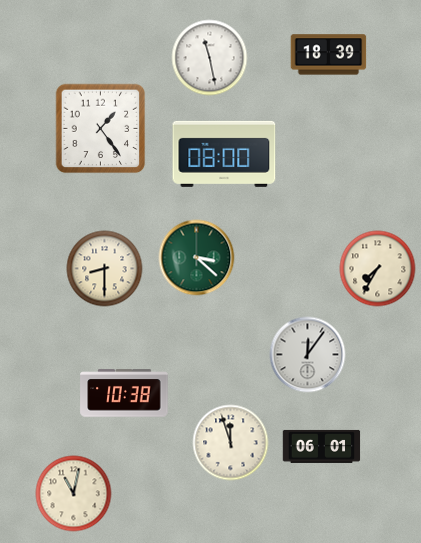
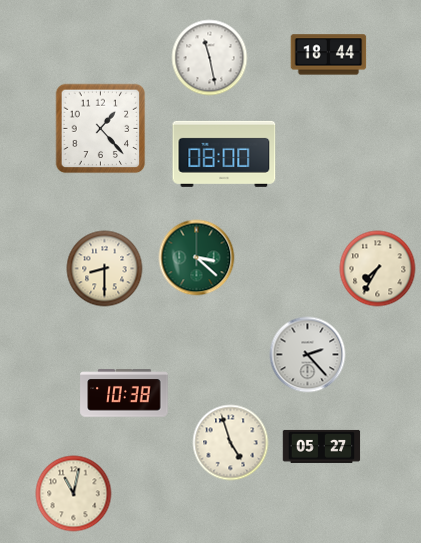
clock at (329, 55): 18:39 -> 18:44
clock at (101, 129): 1:24 -> 1:23
clock at (308, 355): 12:06 -> 2:23
clock at (231, 443): 11:57 -> 4:57
clock at (322, 446): 06:01 -> 05:27
